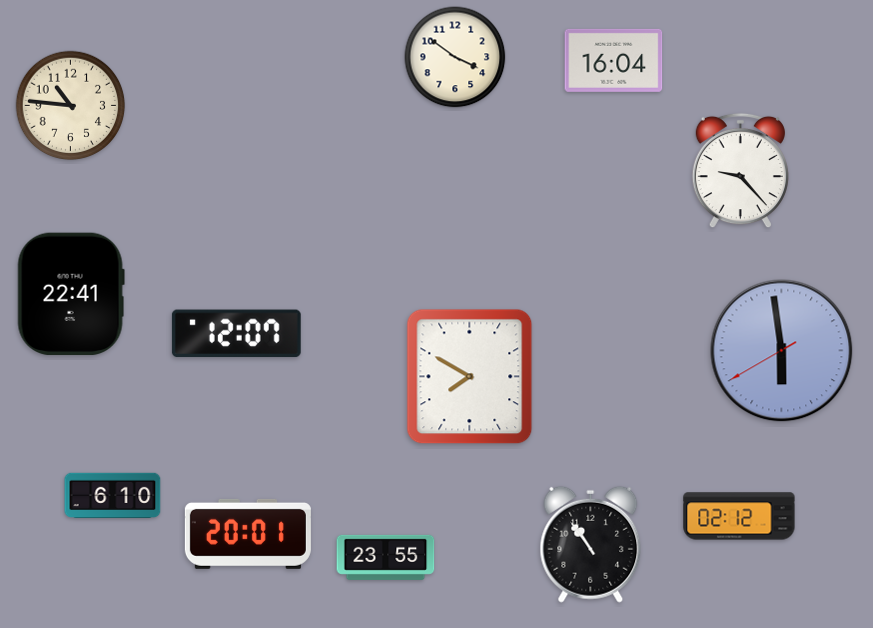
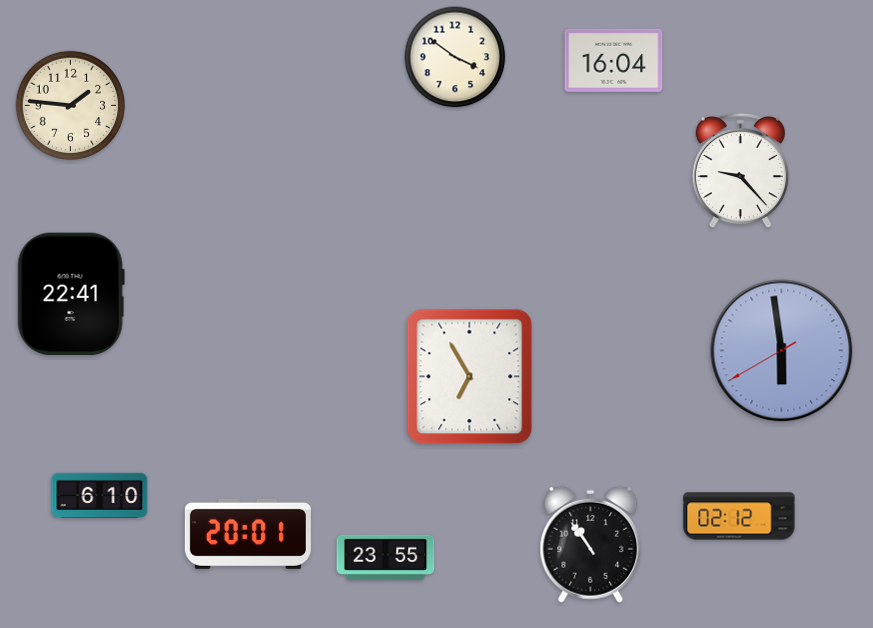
clock at (71, 106): 10:46 -> 1:46
clock at (236, 334): 12:07 -> none
clock at (470, 377): 7:50 -> 6:55
clock at (113, 495) position: (113, 495) -> (100, 495)
